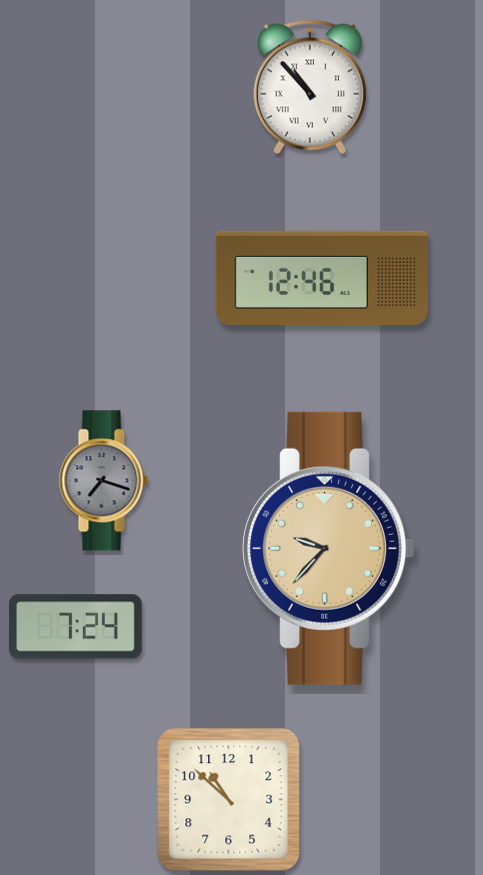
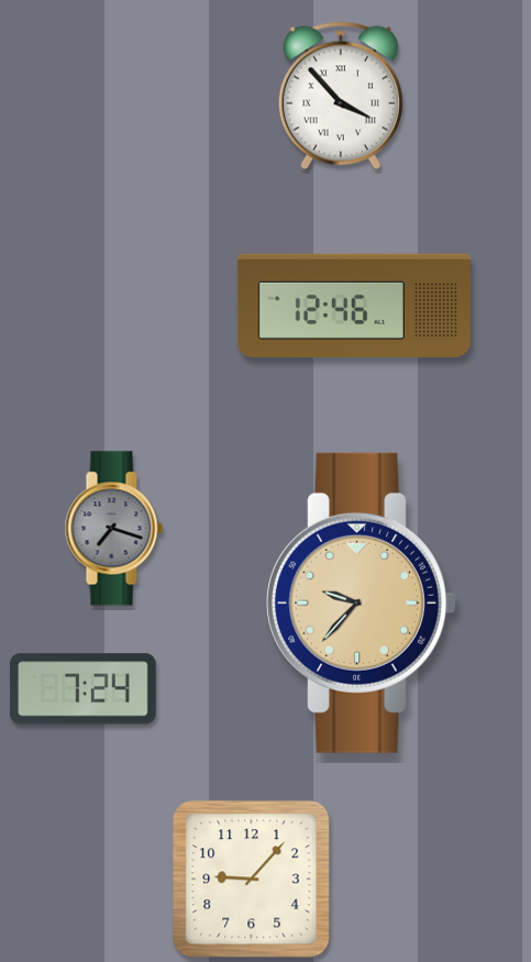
clock at (310, 87): 10:53 -> 3:53
clock at (229, 800): 10:52 -> 9:07
